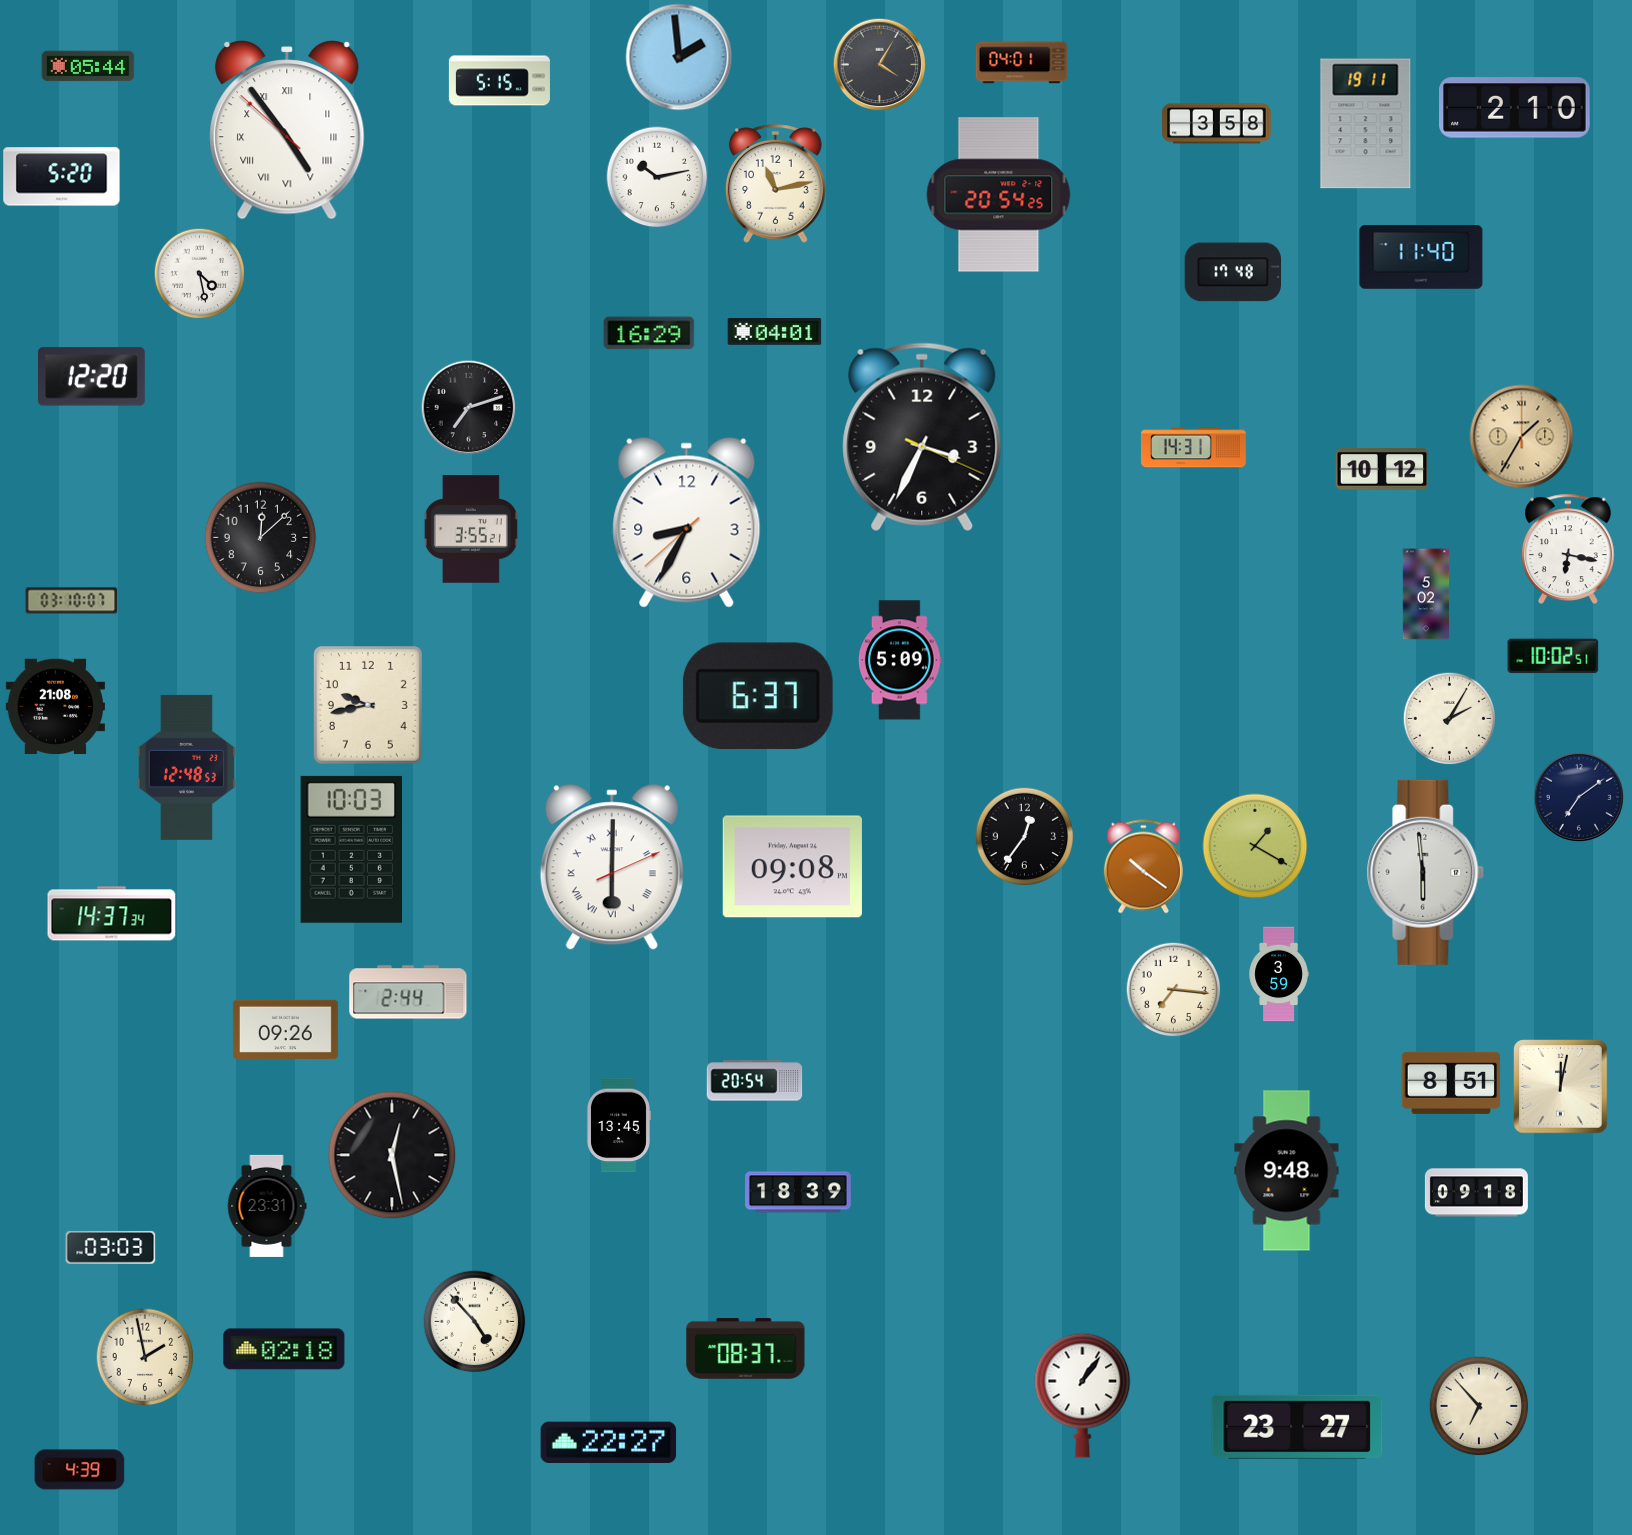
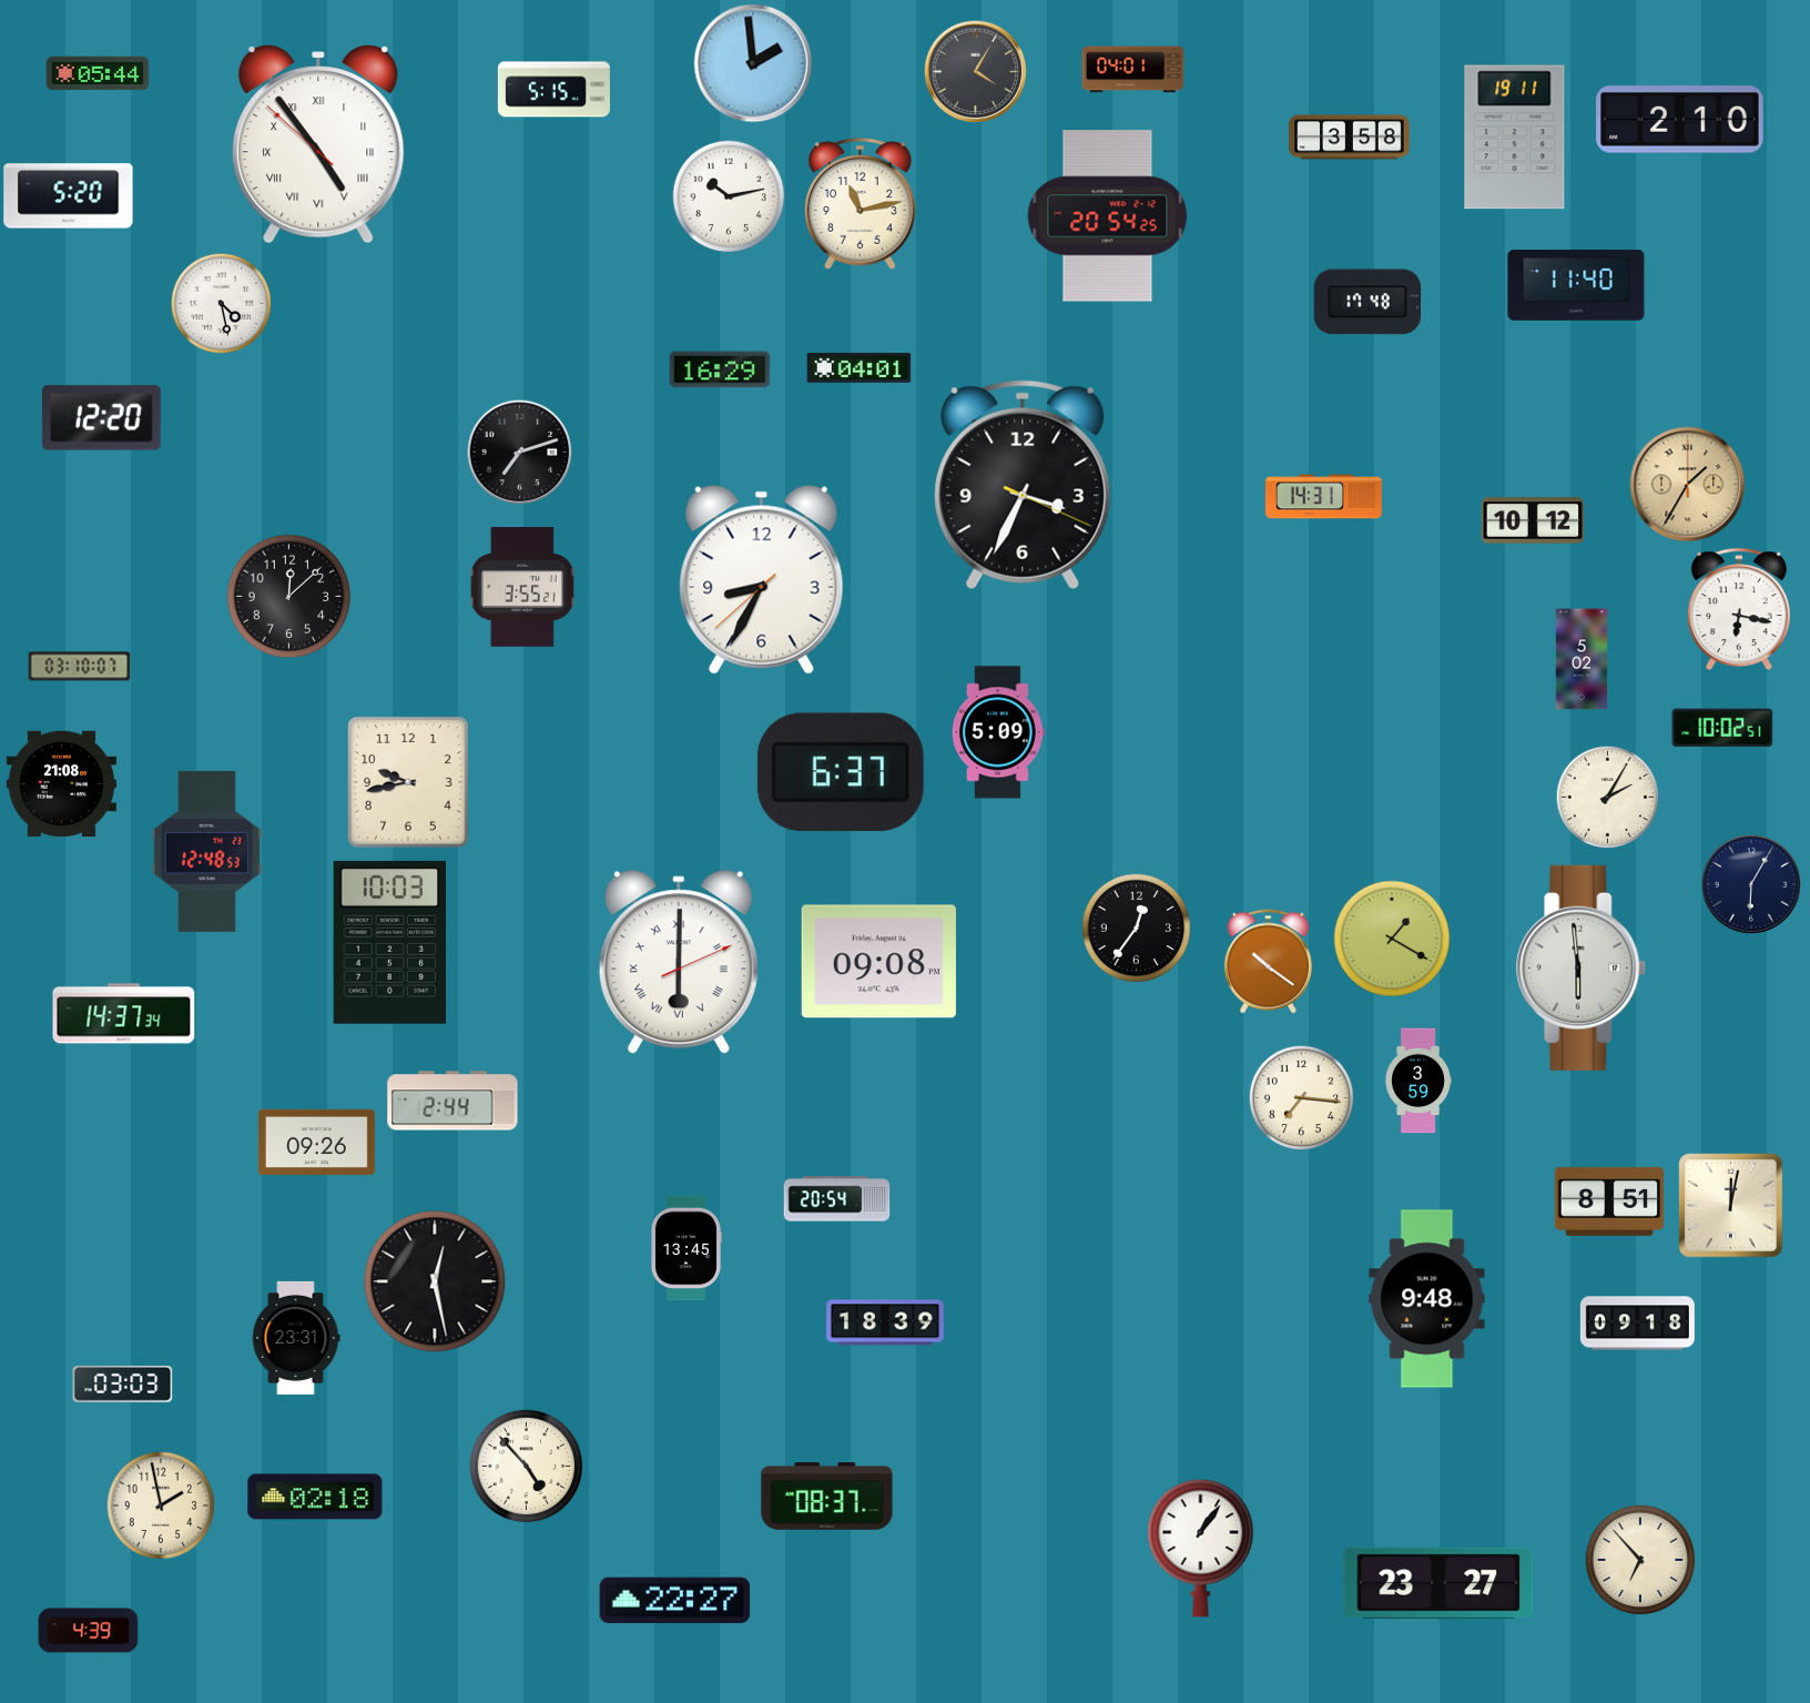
clock at (1578, 796): 7:09 -> 6:05
